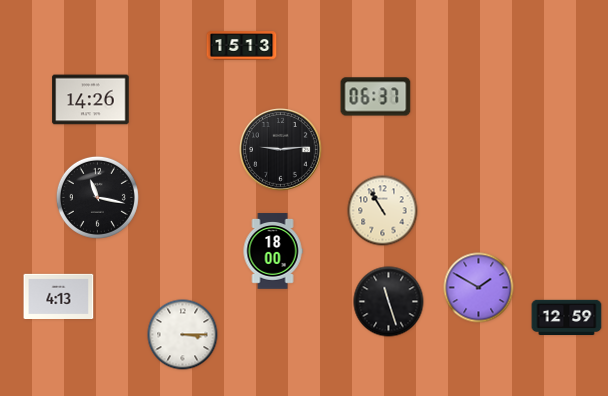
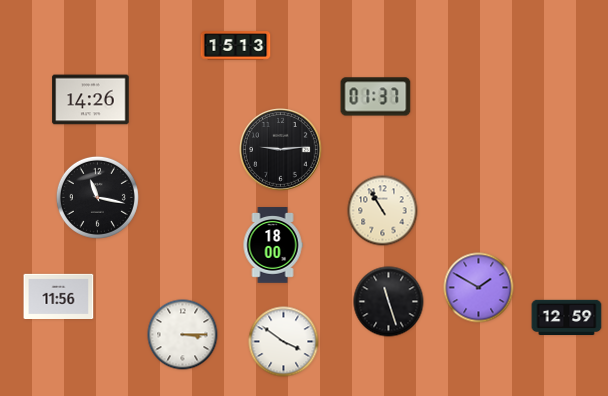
clock at (242, 46) position: (242, 46) -> (236, 46)
clock at (376, 97): 06:37 -> 01:37
clock at (273, 251) position: (273, 251) -> (273, 245)
clock at (59, 296): 4:13 -> 11:56
clock at (284, 342): none -> 3:51
